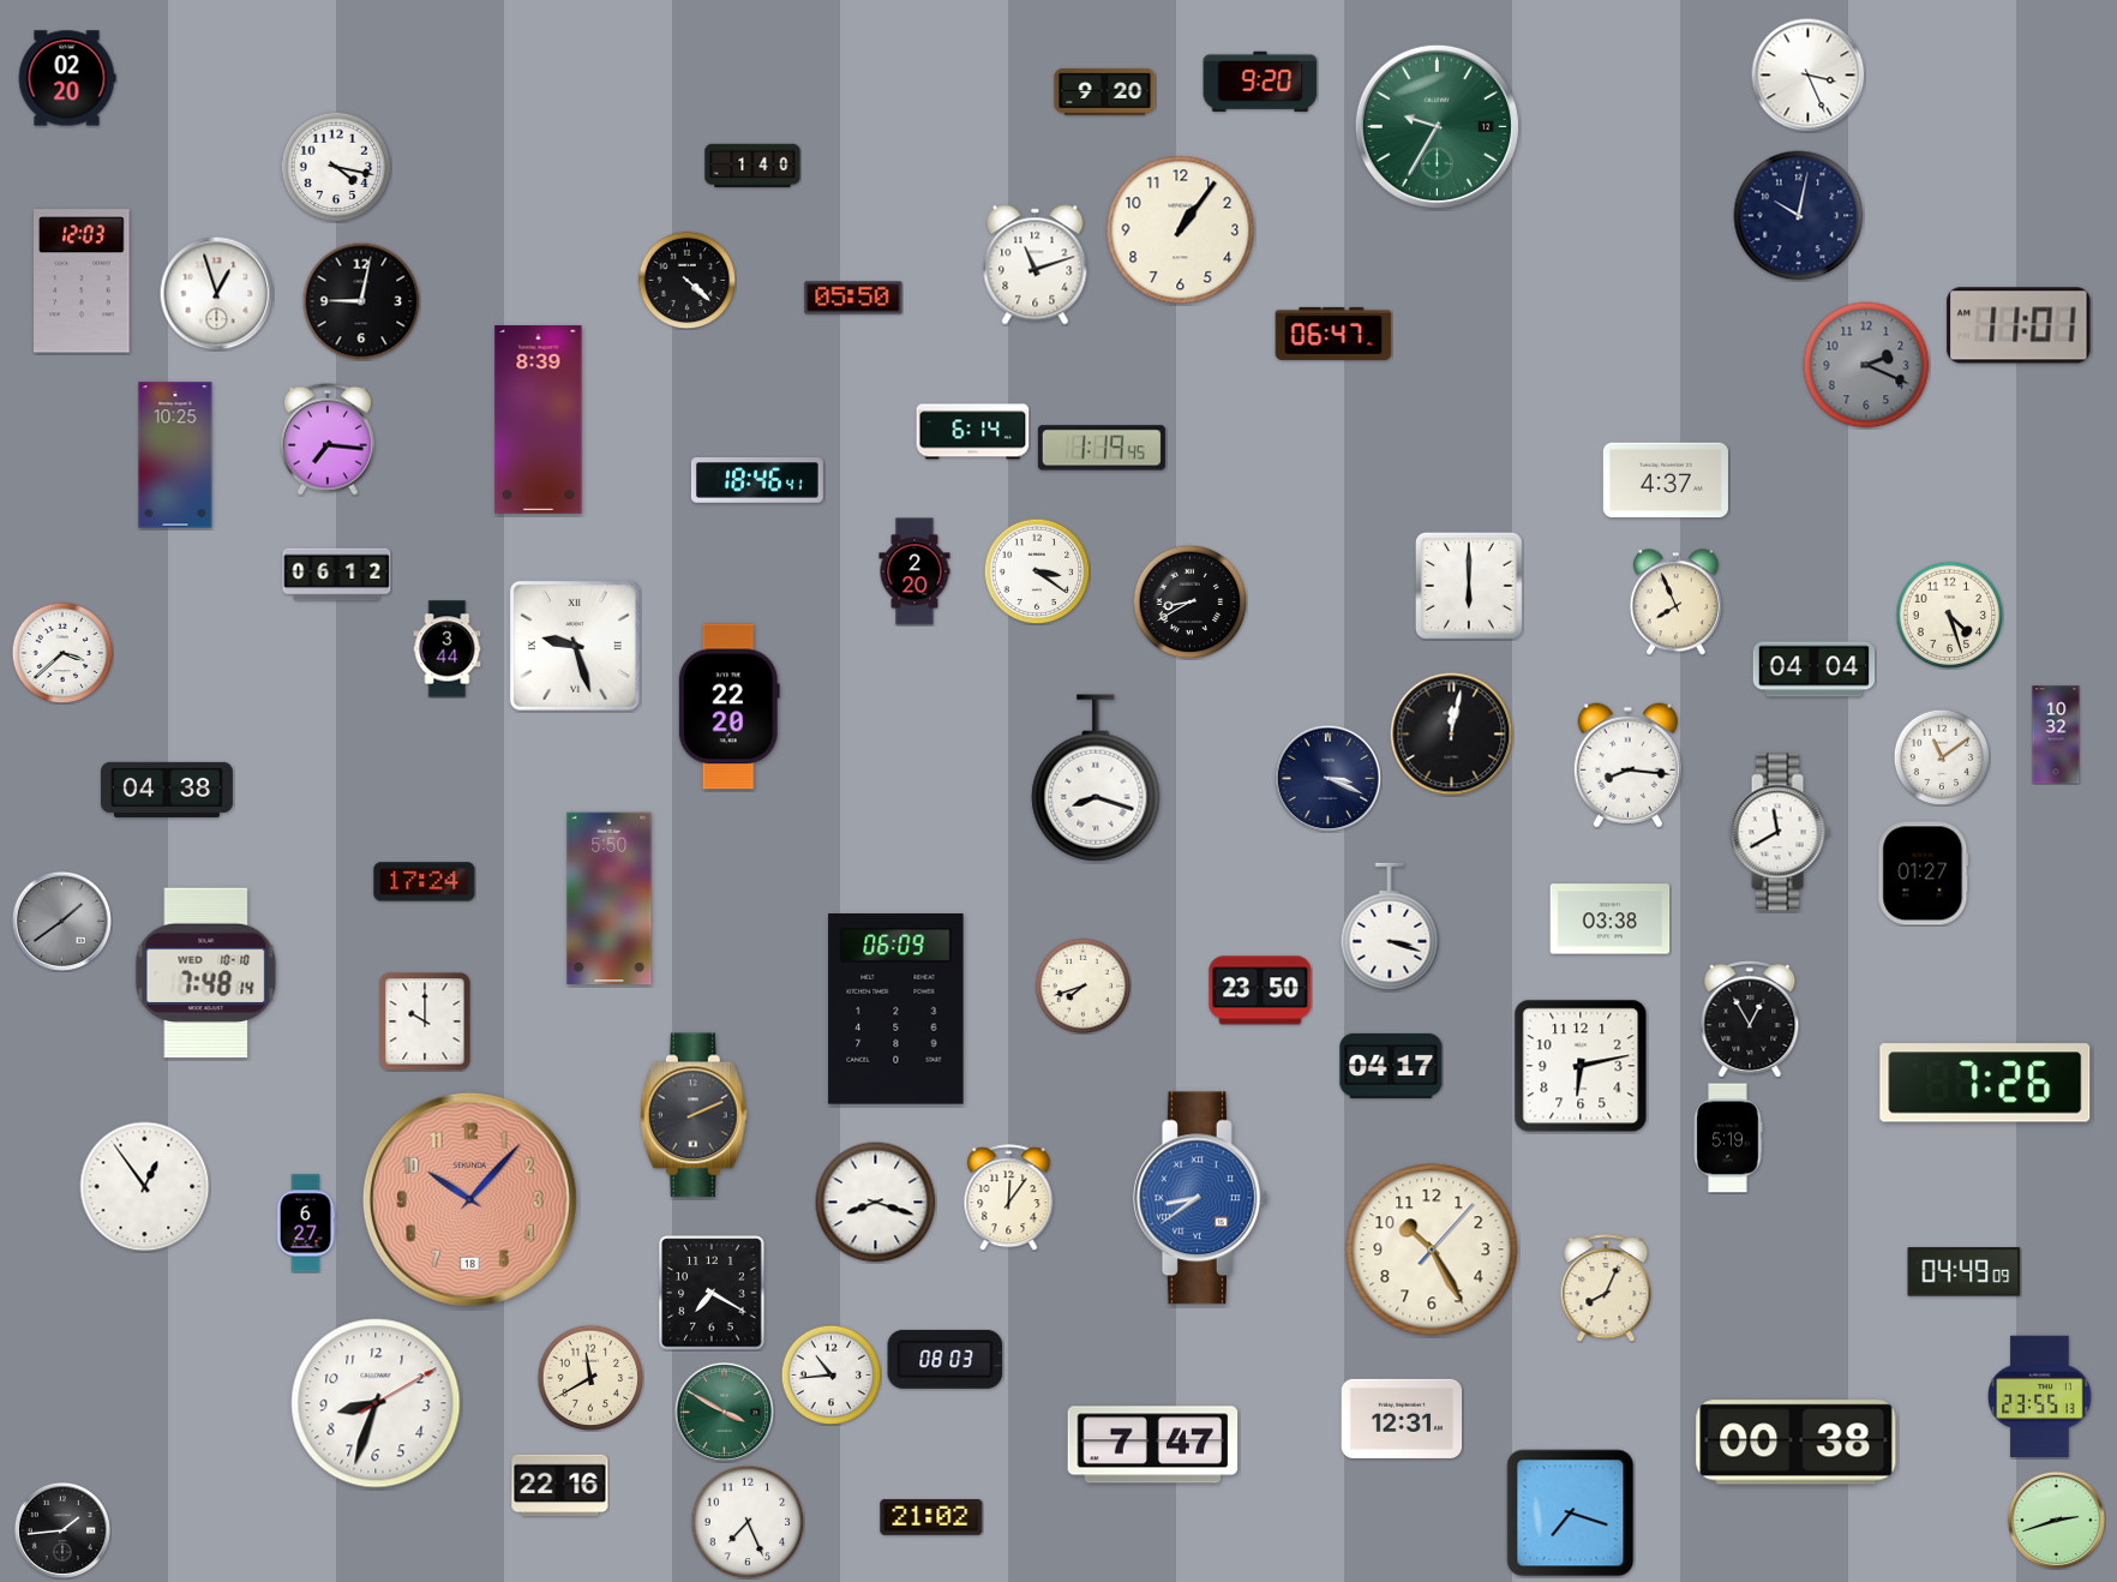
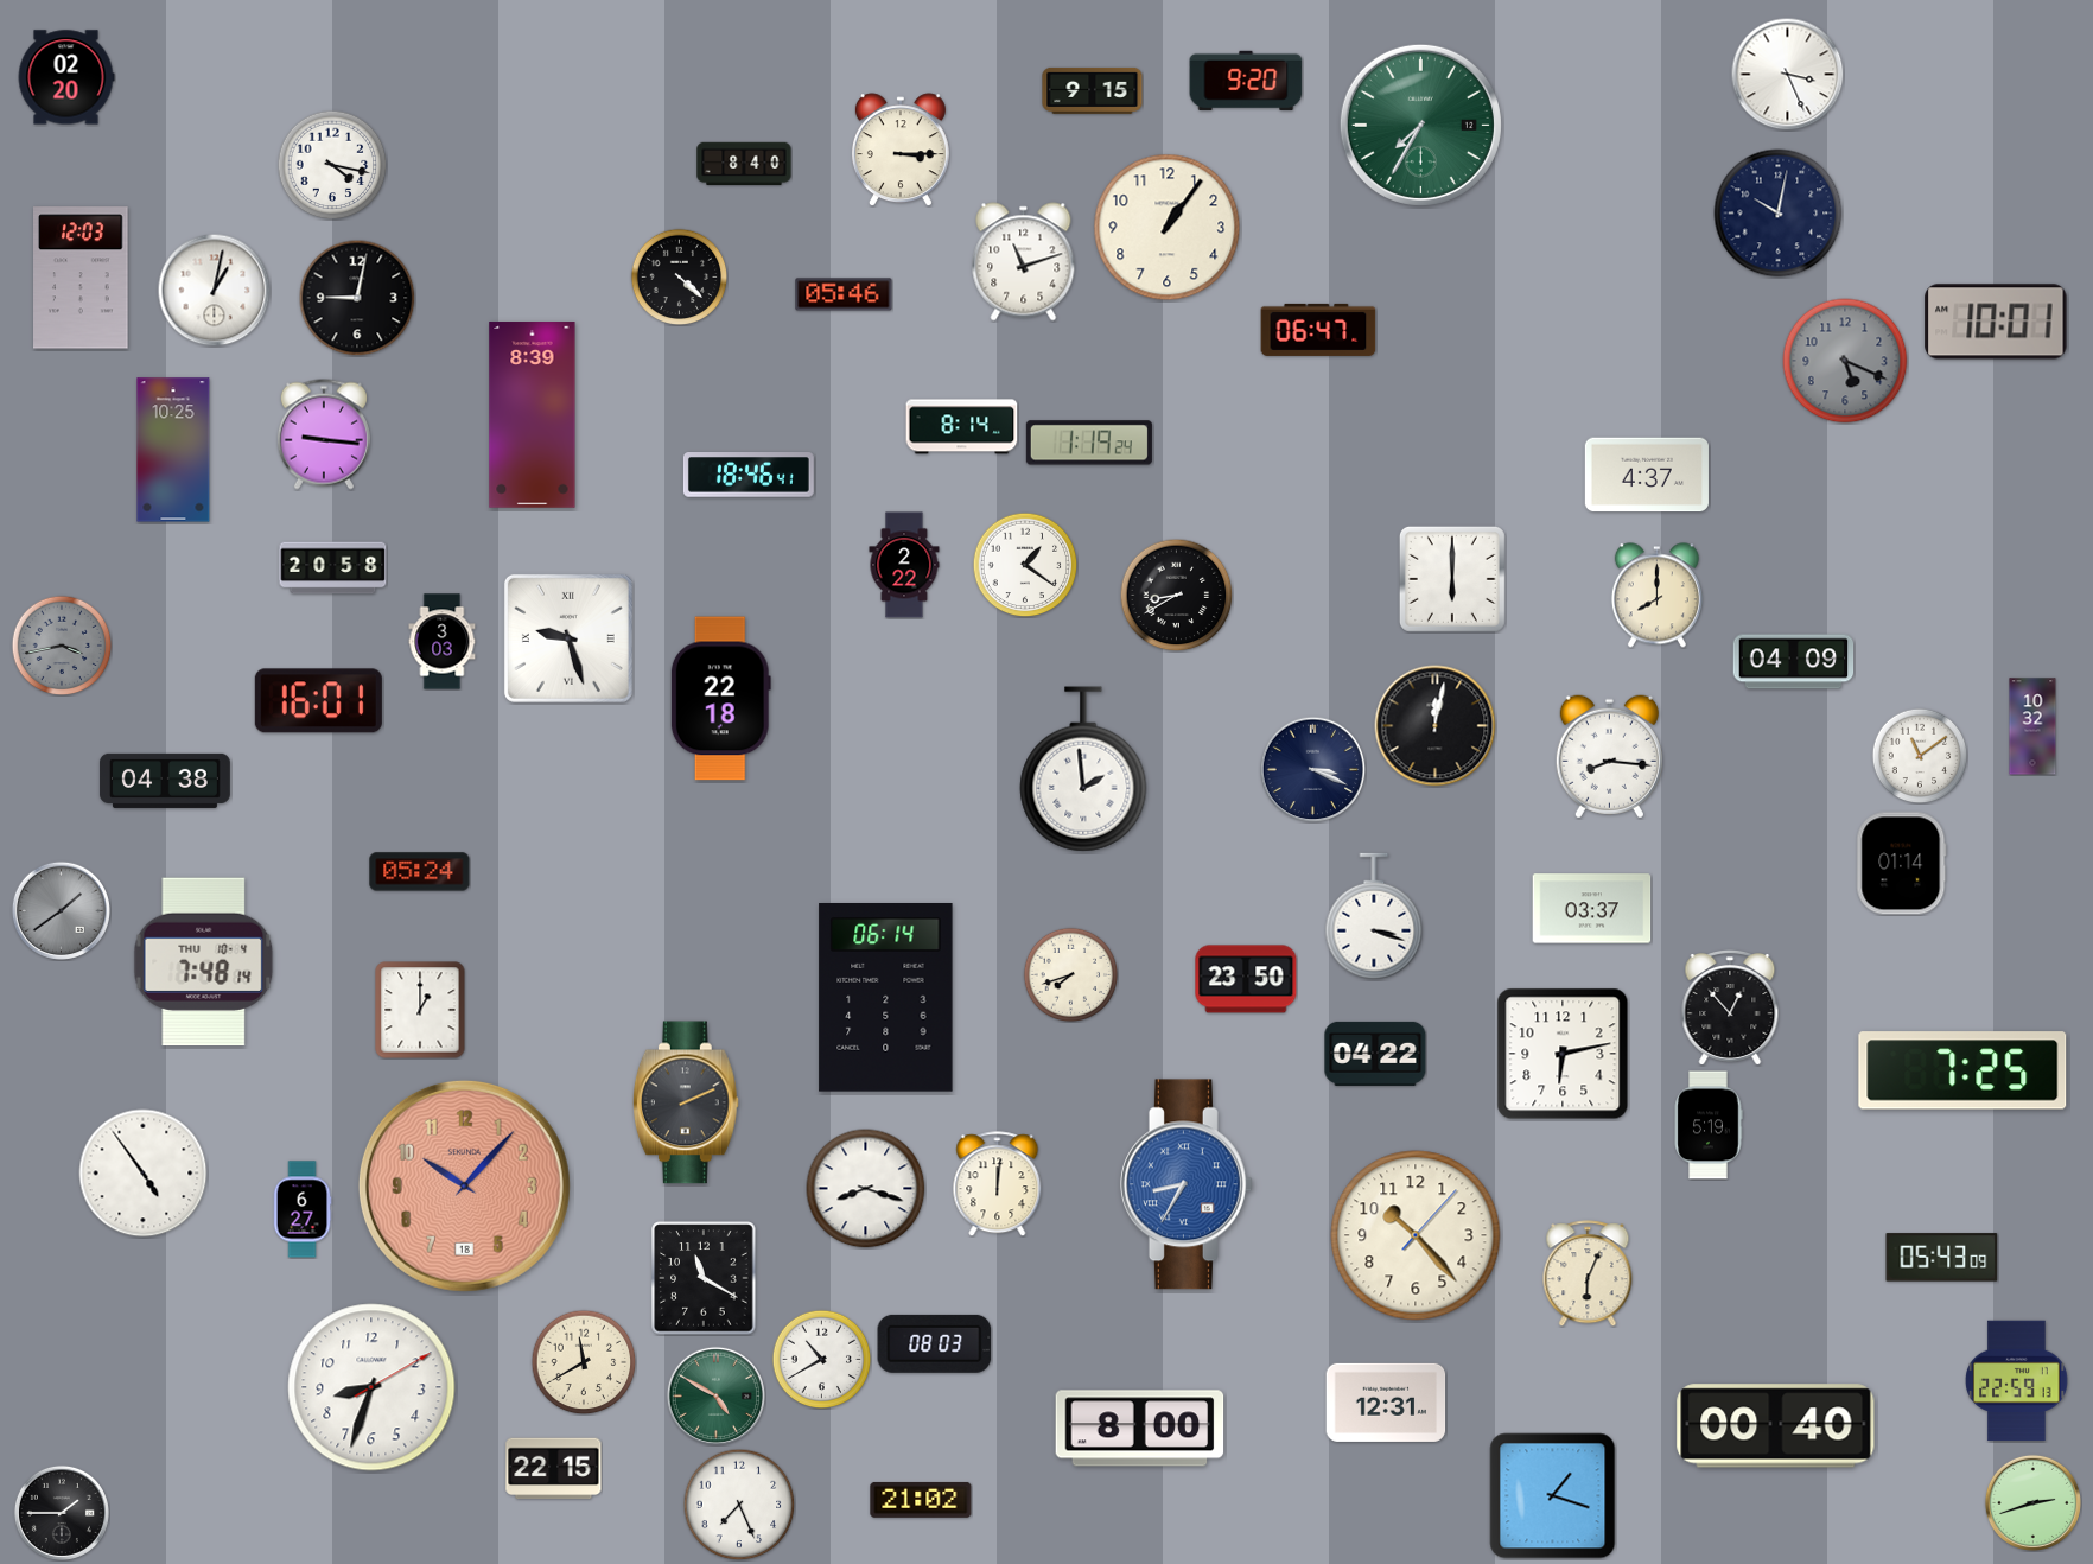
clock at (1105, 91): 9:20 -> 9:15
clock at (1437, 126): 9:35 -> 7:35
clock at (901, 150): none -> 3:15
clock at (752, 166): 1:40 -> 8:40
clock at (216, 293): 12:57 -> 1:02
clock at (853, 298): 05:50 -> 05:46
clock at (2019, 325): 11:01 -> 10:01
clock at (1866, 365): 2:19 -> 5:19
clock at (973, 432): 6:14 -> 8:14
clock at (328, 439): 7:16 -> 9:16
clock at (1102, 448): 1:19:45 -> 1:19:24
clock at (914, 571): 2:20 -> 2:22
clock at (1037, 571): 3:21 -> 1:21
clock at (337, 575): 06:12 -> 20:58
clock at (1675, 603): 7:56 -> 8:00
clock at (1949, 615): 4:27 -> none
clock at (448, 649): 3:44 -> 3:03
clock at (62, 653): 3:38 -> 3:43
clock at (62, 653) dial: white -> grey
clock at (1815, 670): 04:04 -> 04:09
clock at (728, 707): 22:20 -> 22:18
clock at (318, 701): none -> 16:01
clock at (1942, 757) position: (1942, 757) -> (1920, 756)
clock at (1096, 778): 8:18 -> 1:59
clock at (1780, 832): 11:40 -> none
clock at (1924, 874): 01:27 -> 01:14
clock at (425, 882): 17:24 -> 05:24
clock at (610, 899): 5:50 -> none
clock at (1611, 919): 03:38 -> 03:37
clock at (206, 973) date: WED 10-10 -> THU 10-4
clock at (896, 1009): 06:09 -> 06:14
clock at (1750, 1020): 12:55 -> 12:53
clock at (425, 1021): 10:00 -> 1:00
clock at (1391, 1066): 04:17 -> 04:22
clock at (1985, 1083): 7:26 -> 7:25
clock at (145, 1187): 12:54 -> 4:54
clock at (1009, 1198): 12:06 -> 12:01
clock at (1200, 1198): 8:39 -> 8:35
clock at (1432, 1250): 10:25 -> 10:23
clock at (1965, 1272): 04:49 -> 05:43
clock at (1606, 1288): 8:04 -> 6:04
clock at (712, 1293): 7:20 -> 11:20
clock at (830, 1374): 10:44 -> 10:40
clock at (2040, 1397): 23:55 -> 22:59
clock at (724, 1412): 3:50 -> 4:50
clock at (1797, 1443): 00:38 -> 00:40
clock at (1153, 1445): 7:47 -> 8:00
clock at (560, 1486): 22:16 -> 22:15
clock at (1571, 1514): 7:18 -> 1:18
clock at (62, 1530): 1:44 -> 1:45
